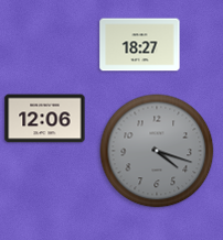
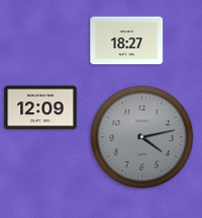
clock at (45, 119): 12:06 -> 12:09
clock at (157, 151): 4:18 -> 4:13
